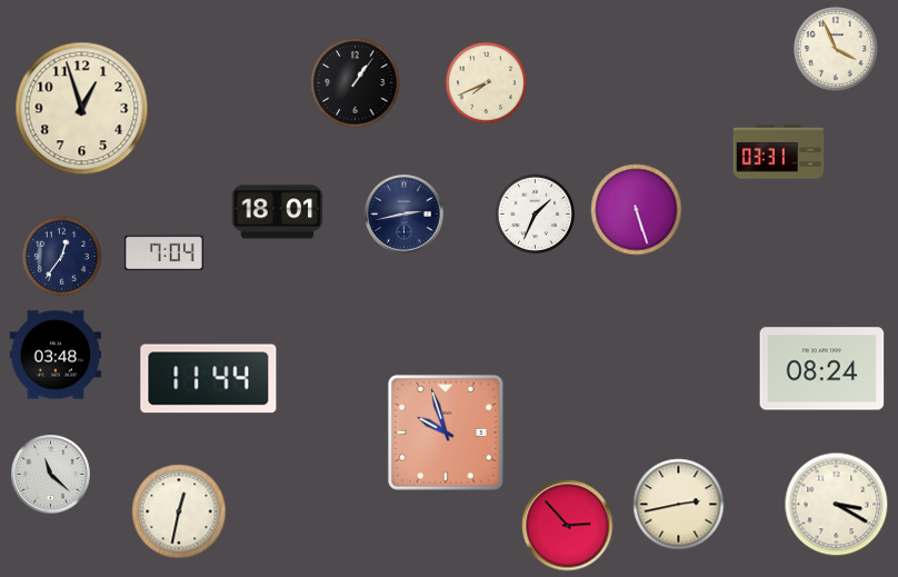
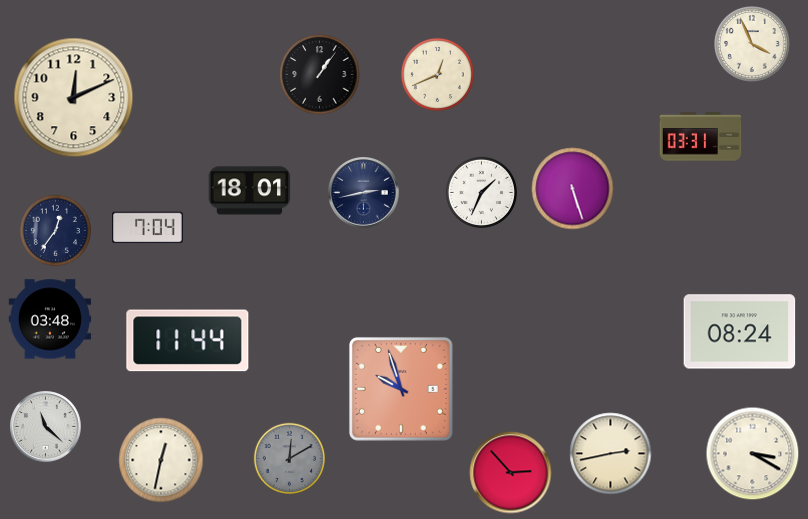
clock at (486, 82): 7:41 -> 12:41
clock at (82, 109): 12:57 -> 12:11
clock at (289, 458): none -> 12:10
